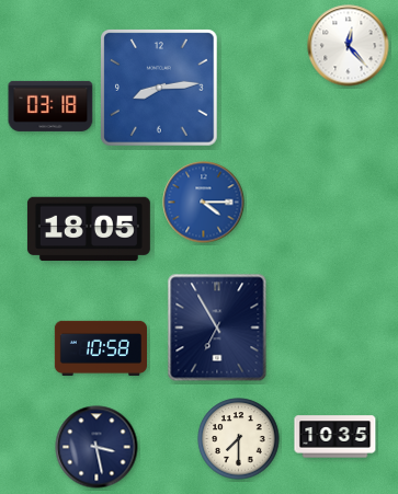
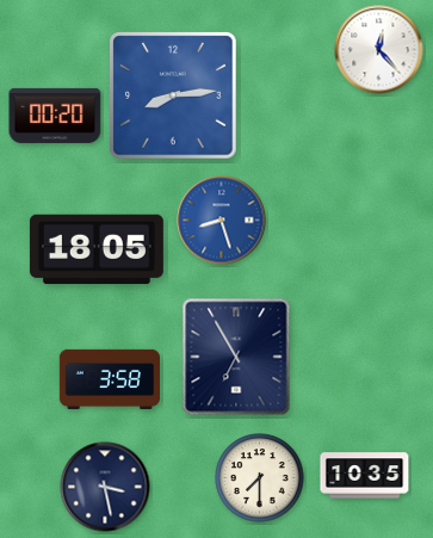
clock at (50, 106): 03:18 -> 00:20
clock at (204, 203): 4:15 -> 8:27
clock at (100, 348): 10:58 -> 3:58
